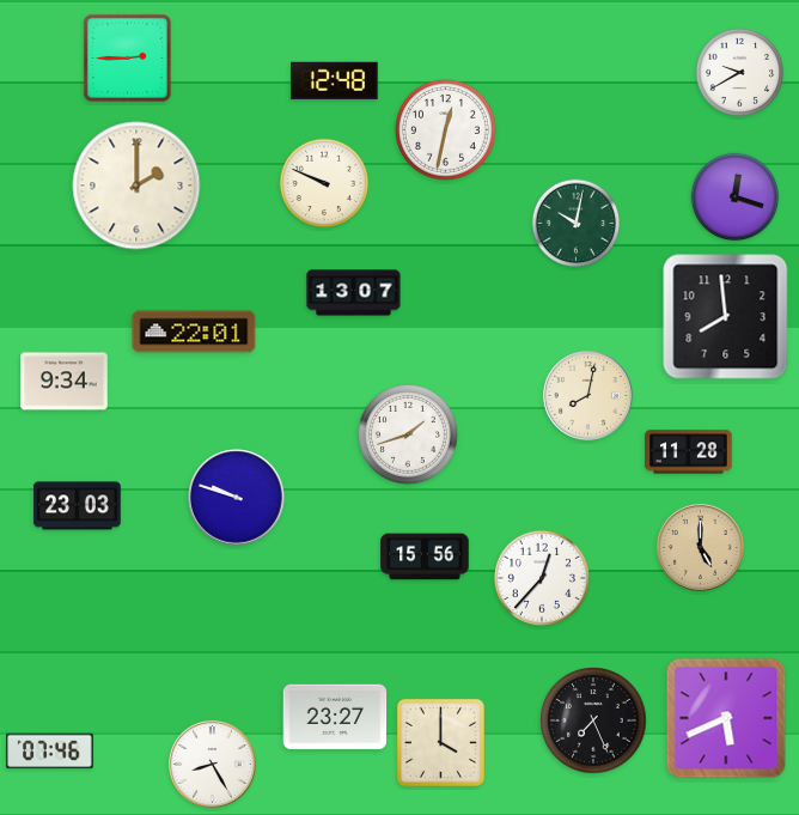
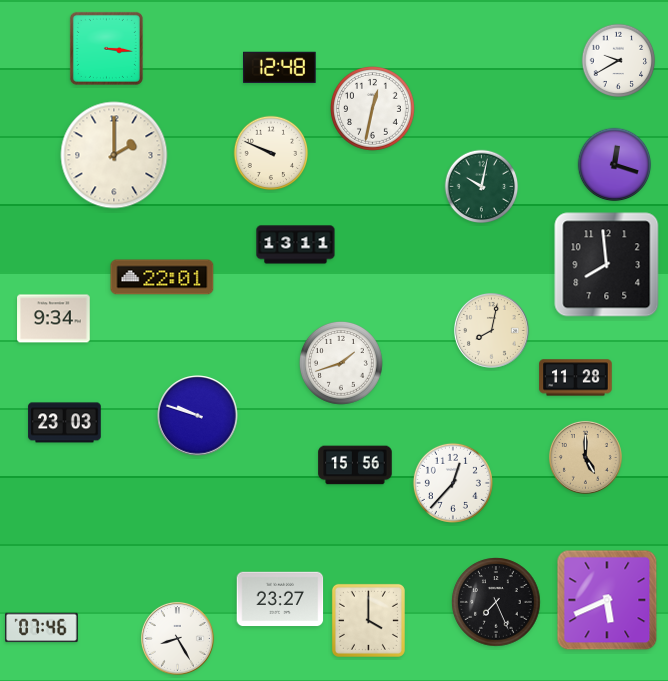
clock at (127, 57): 2:45 -> 3:16
clock at (354, 293): 13:07 -> 13:11
